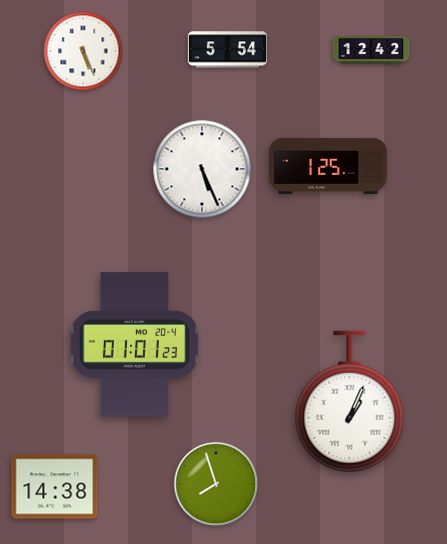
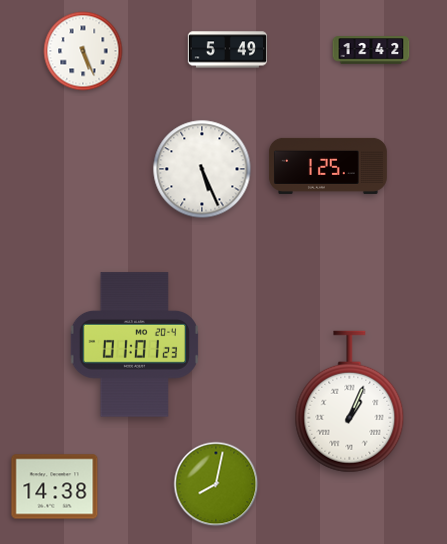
clock at (227, 50): 5:54 -> 5:49
clock at (216, 484): 7:57 -> 8:02
